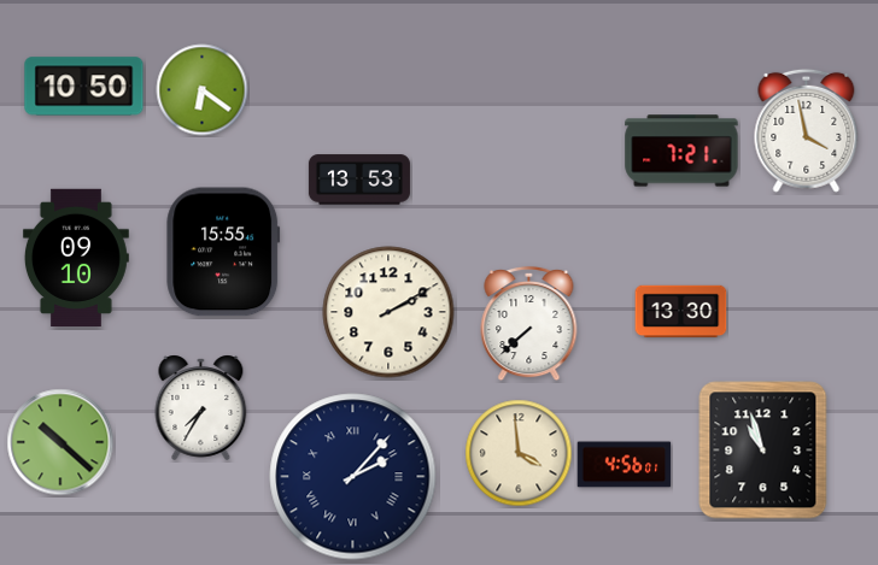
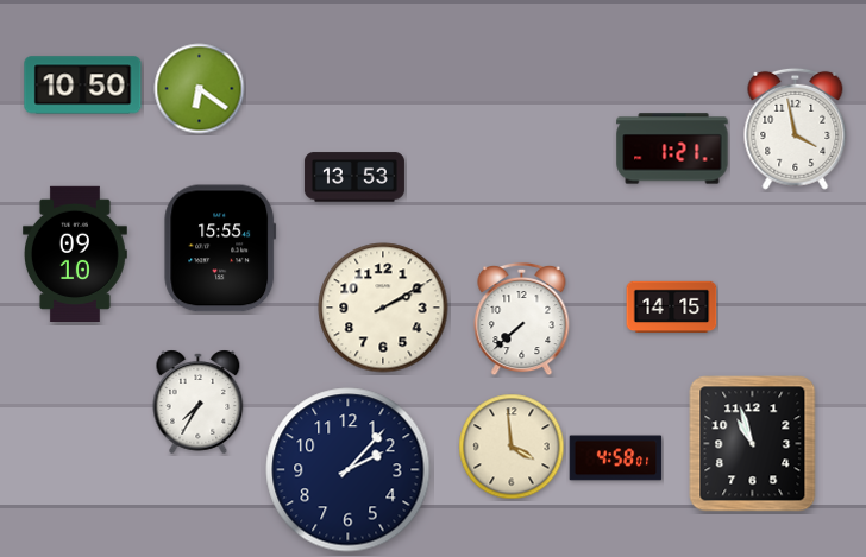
clock at (681, 151): 7:21 -> 1:21
clock at (681, 312): 13:30 -> 14:15
clock at (60, 442): 10:22 -> none
clock at (625, 465): 4:56 -> 4:58
clock at (353, 477) numerals: Roman -> Arabic
